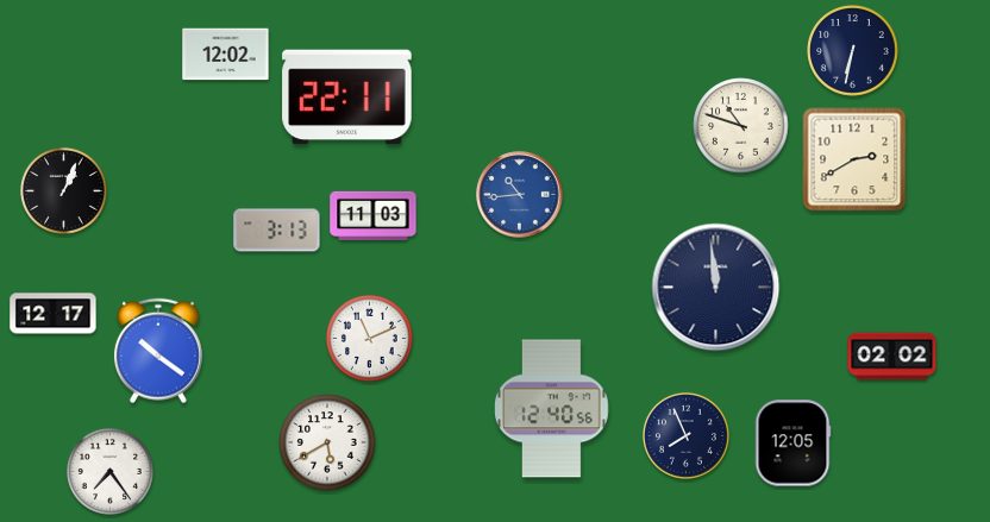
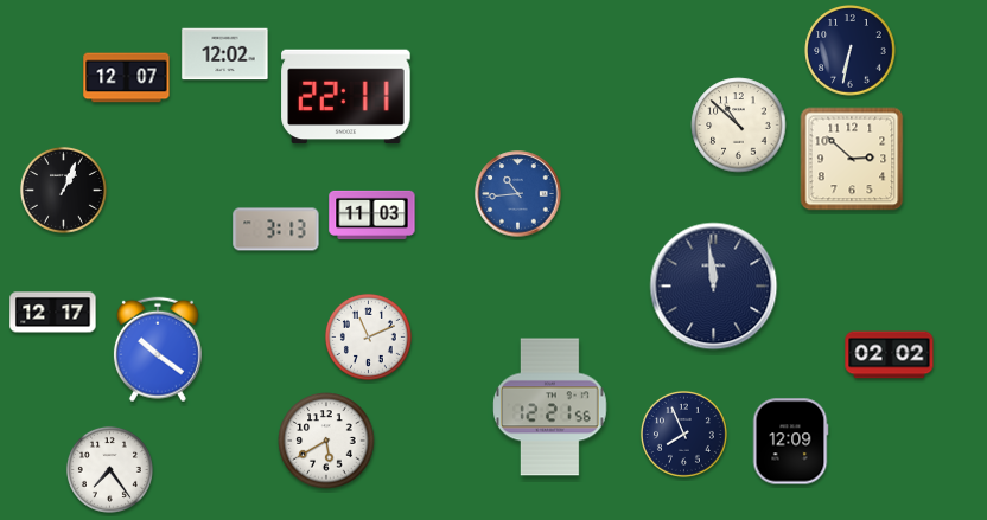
clock at (127, 78): none -> 12:07
clock at (741, 126): 10:48 -> 10:52
clock at (854, 159): 2:40 -> 2:52
clock at (552, 409): 12:40 -> 12:21
clock at (792, 444): 12:05 -> 12:09
